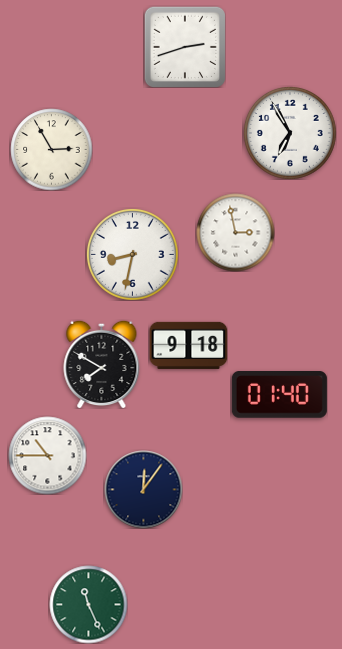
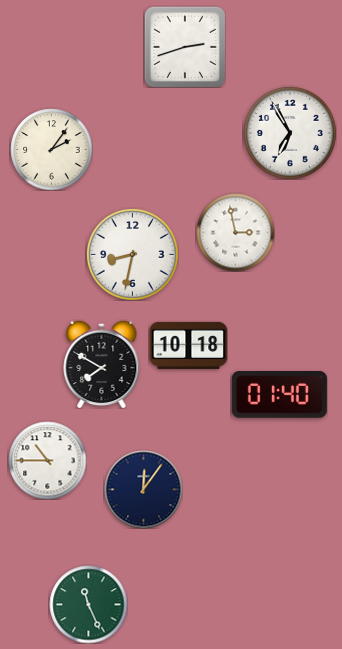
clock at (51, 149): 2:55 -> 2:06
clock at (188, 345): 9:18 -> 10:18
clock at (47, 455) position: (47, 455) -> (47, 460)
